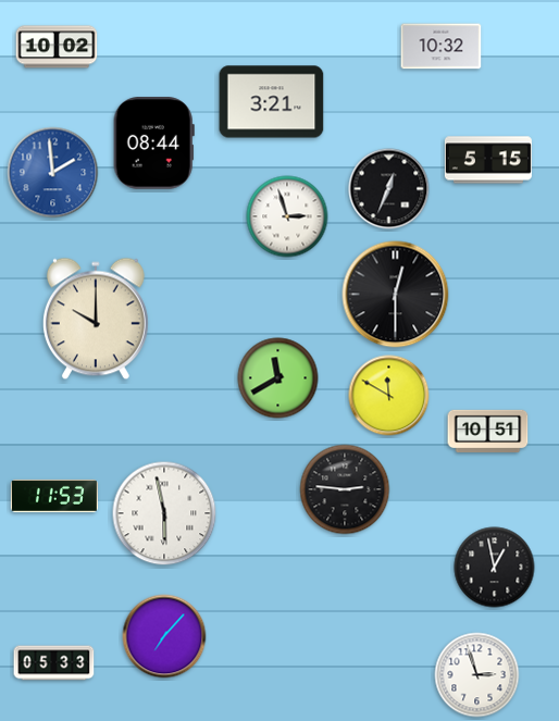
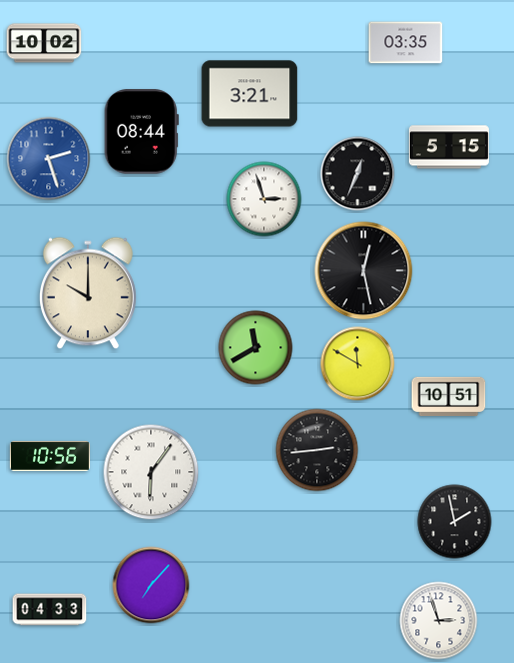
clock at (57, 47) position: (57, 47) -> (44, 43)
clock at (442, 47): 10:32 -> 03:35
clock at (53, 173): 1:59 -> 2:27
clock at (396, 295): 12:30 -> 12:28
clock at (345, 489): 2:46 -> 2:44
clock at (54, 496): 11:53 -> 10:56
clock at (164, 513): 5:58 -> 6:06
clock at (495, 568): 12:58 -> 1:58
clock at (54, 663): 05:33 -> 04:33
